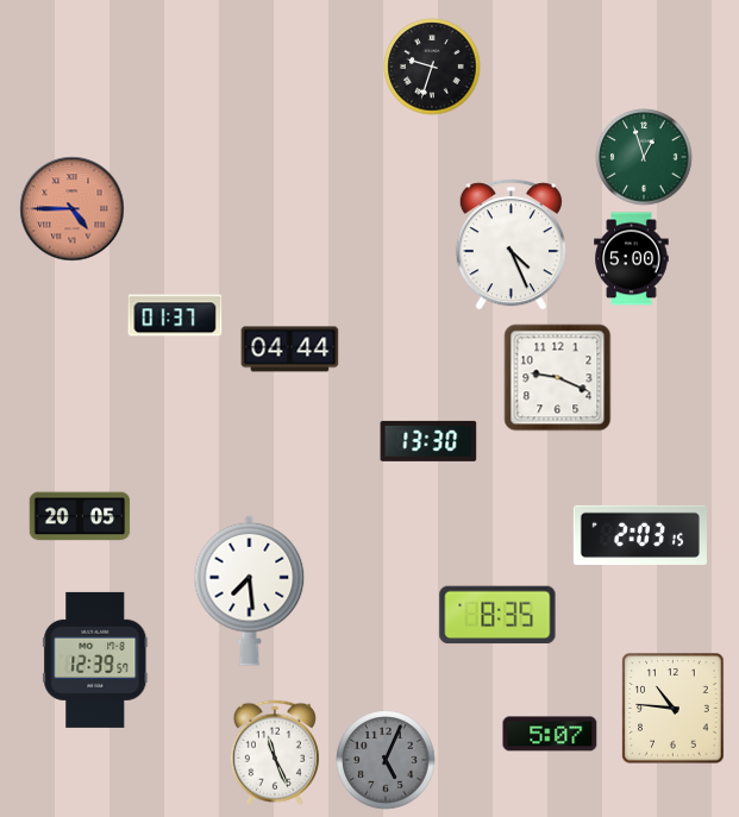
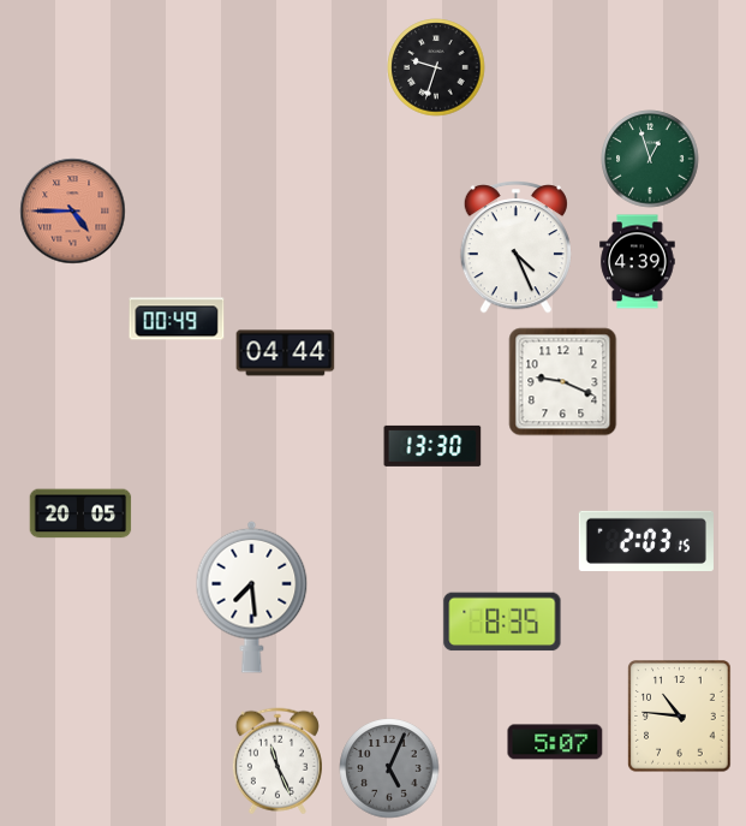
clock at (632, 259): 5:00 -> 4:39
clock at (175, 315): 01:37 -> 00:49
clock at (290, 350) position: (290, 350) -> (286, 353)
clock at (80, 516) position: (80, 516) -> (80, 513)
clock at (95, 660): 12:39 -> none
